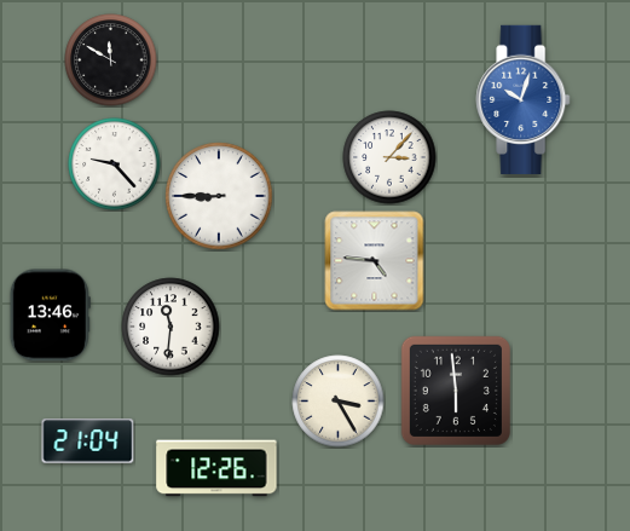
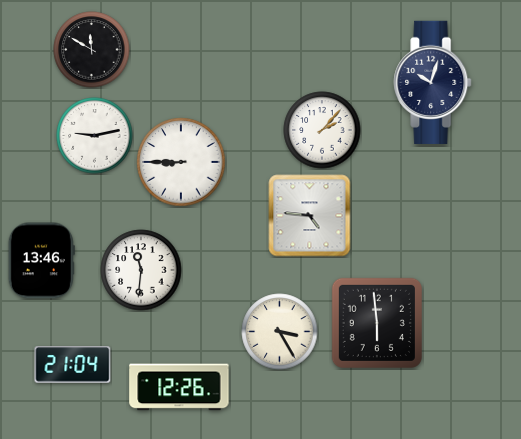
clock at (524, 99) dial: blue -> navy
clock at (389, 157): 3:07 -> 2:07
clock at (115, 165): 9:23 -> 9:13
